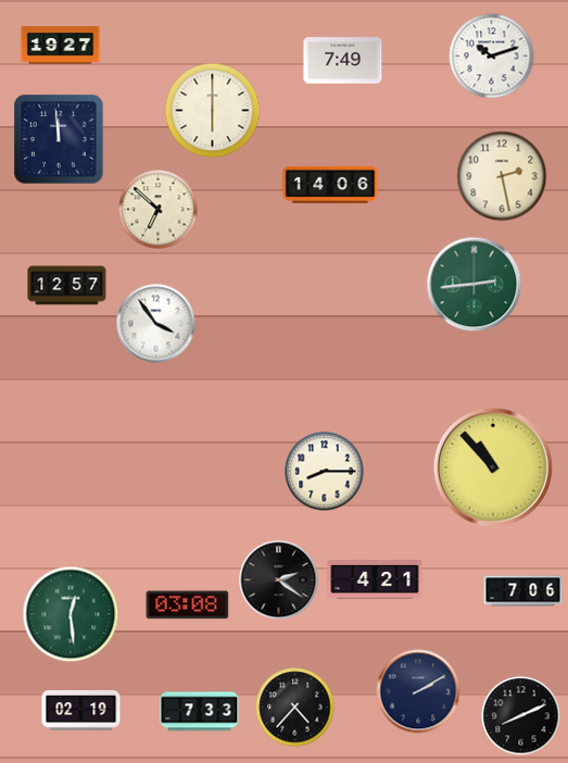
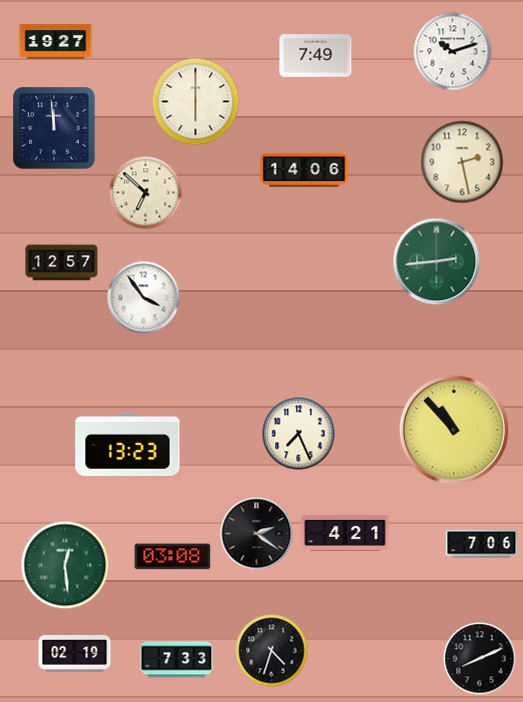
clock at (325, 472): 8:15 -> 7:26
clock at (128, 444): none -> 13:23
clock at (418, 691): 2:10 -> none
clock at (295, 708): 4:37 -> 4:33
clock at (200, 712) position: (200, 712) -> (177, 660)
